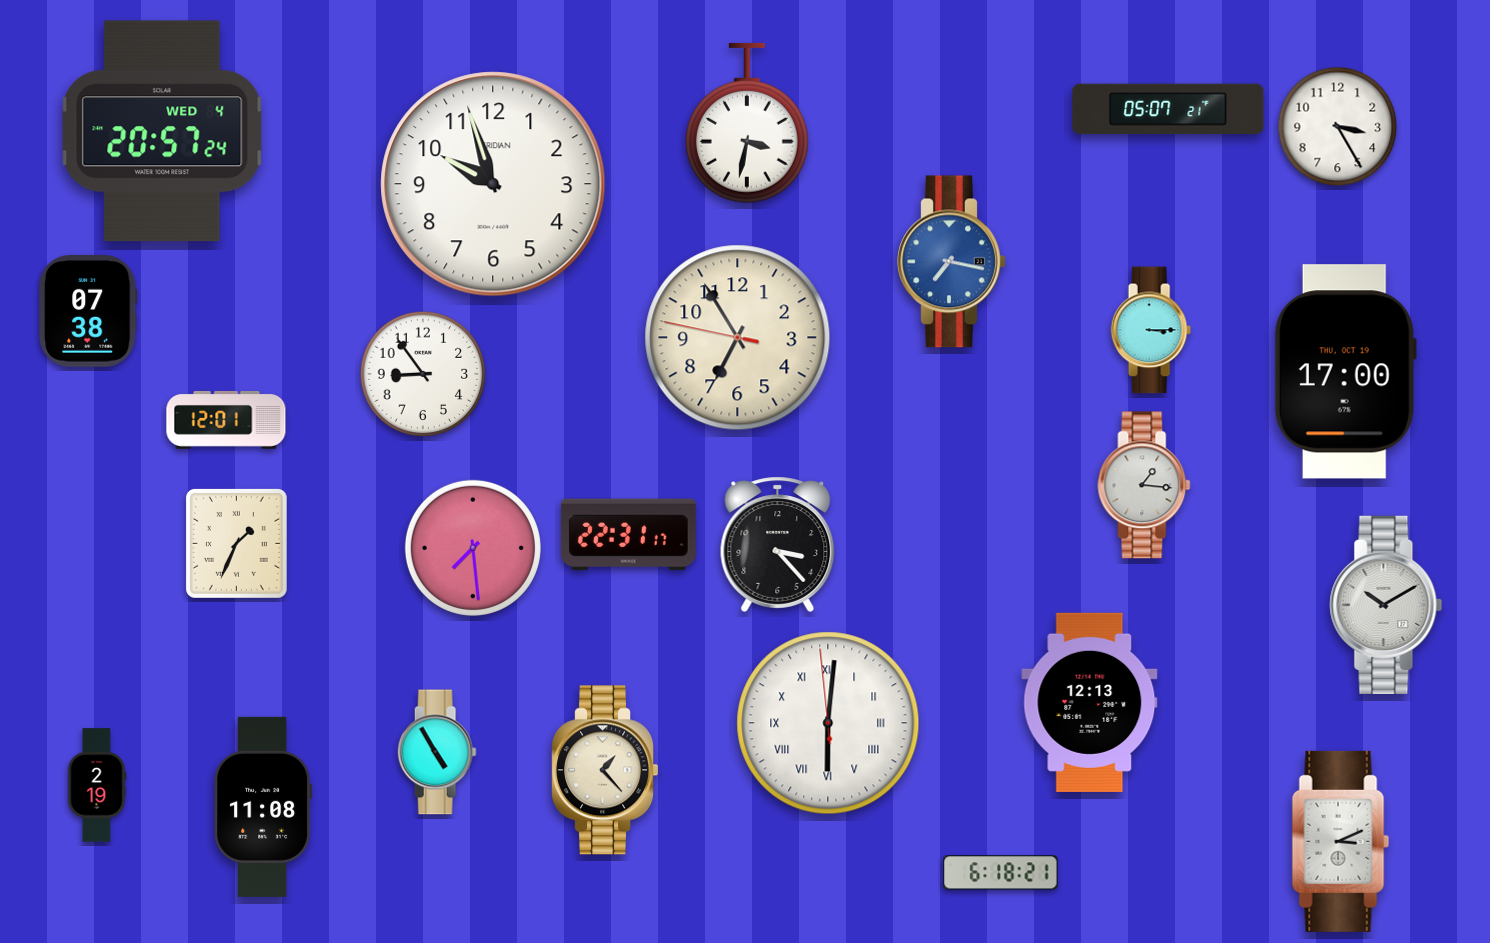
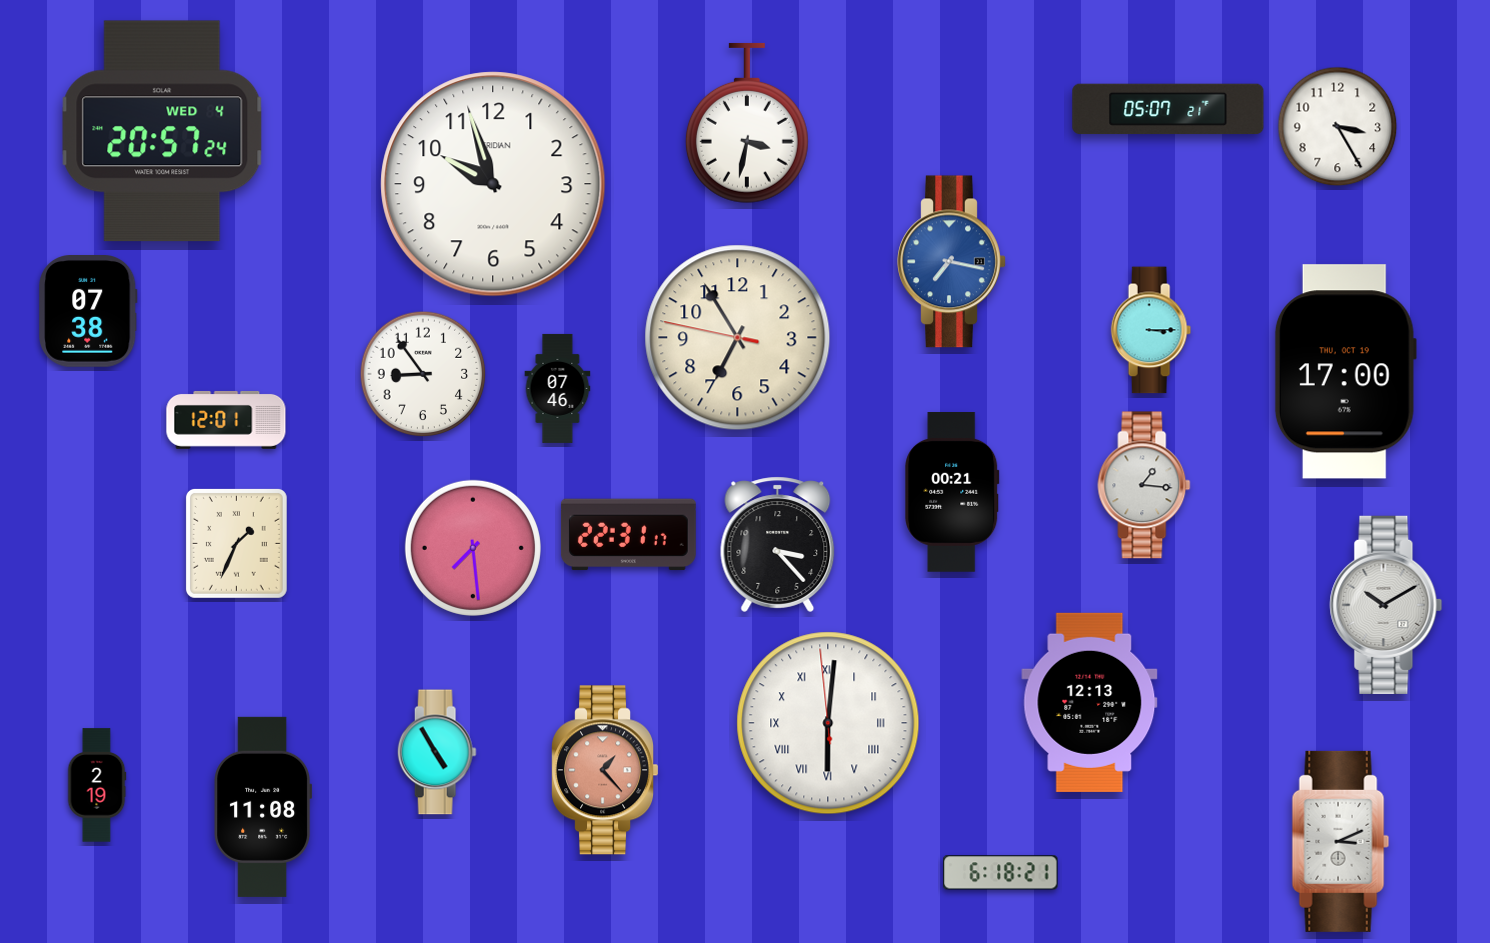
clock at (558, 388): none -> 07:46
clock at (952, 493): none -> 00:21
clock at (605, 770) dial: cream -> salmon
